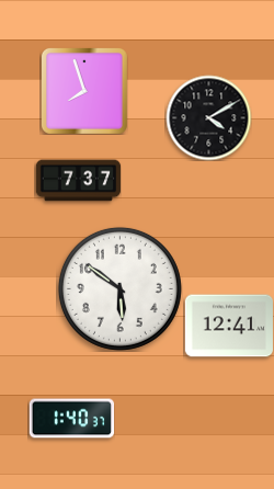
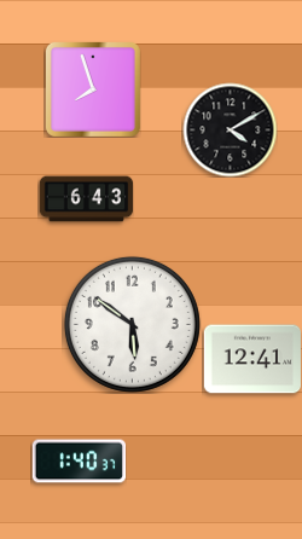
clock at (84, 91) position: (84, 91) -> (93, 89)
clock at (78, 181): 7:37 -> 6:43
clock at (119, 288) position: (119, 288) -> (132, 324)
